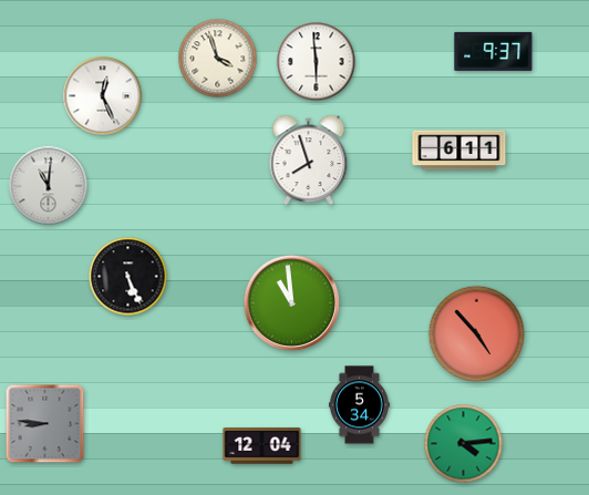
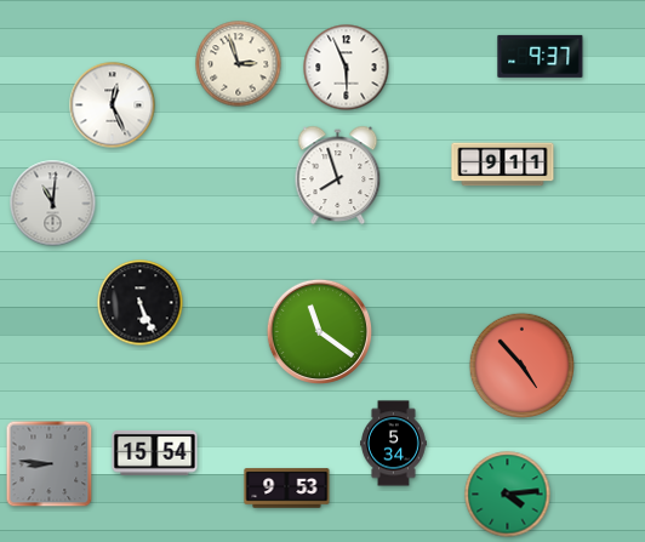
clock at (218, 59): 3:57 -> 2:57
clock at (317, 62): 5:59 -> 5:56
clock at (459, 151): 6:11 -> 9:11
clock at (291, 302): 10:59 -> 11:21
clock at (155, 452): none -> 15:54
clock at (464, 444) position: (464, 444) -> (508, 495)
clock at (262, 446): 12:04 -> 9:53
